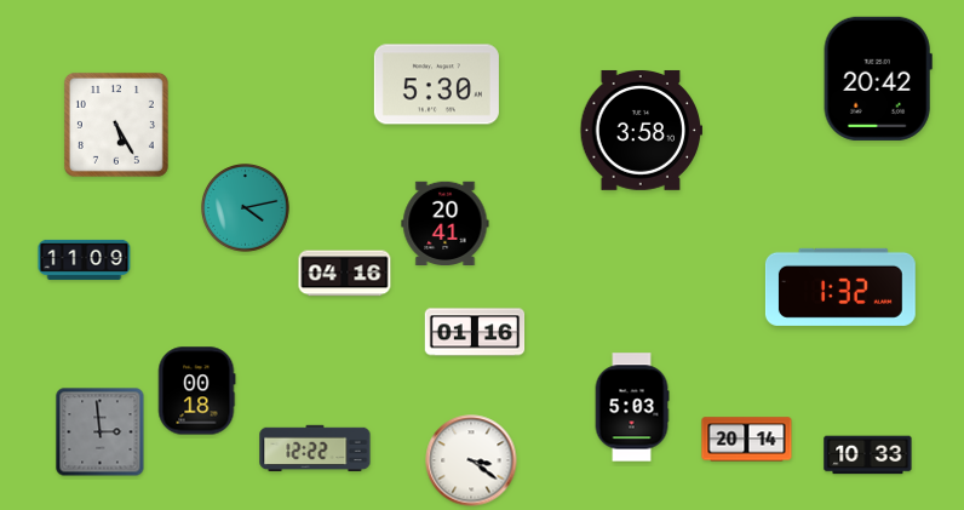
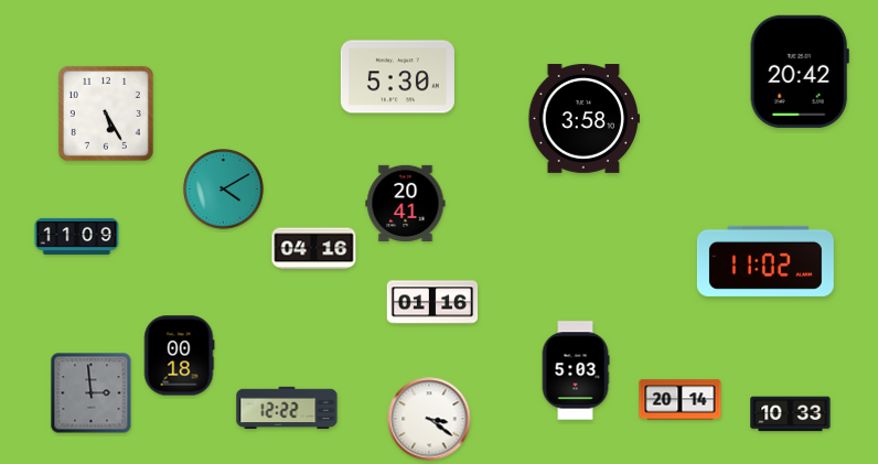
clock at (246, 208): 4:13 -> 4:10
clock at (840, 287): 1:32 -> 11:02
